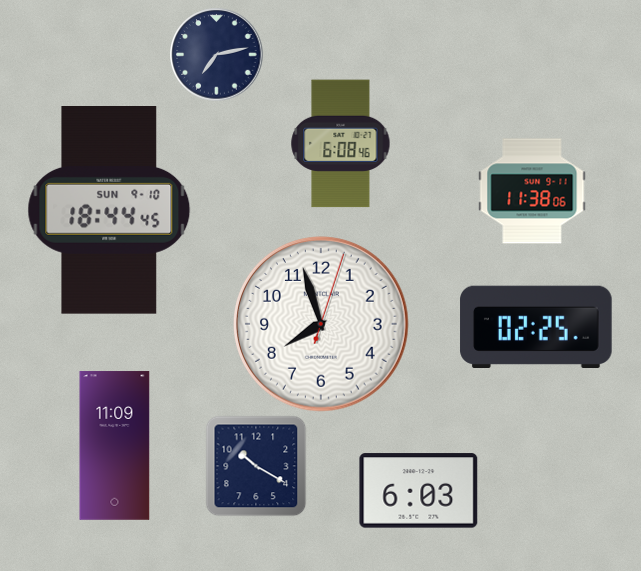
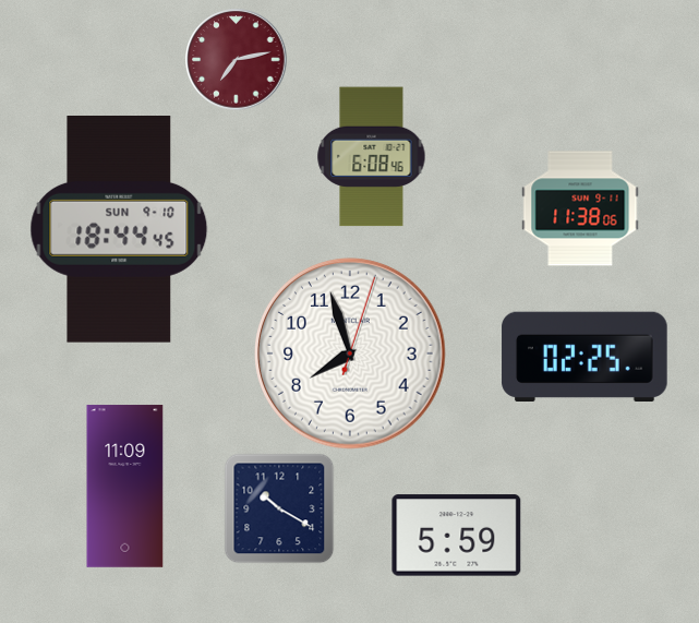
clock at (216, 54) dial: navy -> burgundy
clock at (419, 491): 6:03 -> 5:59
